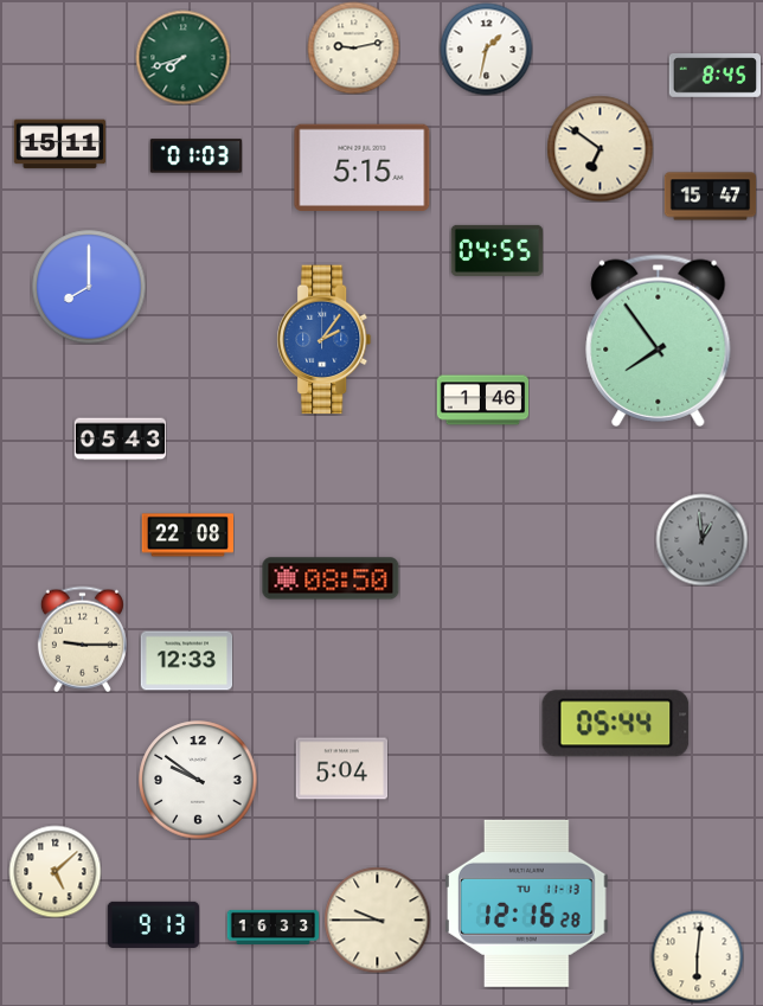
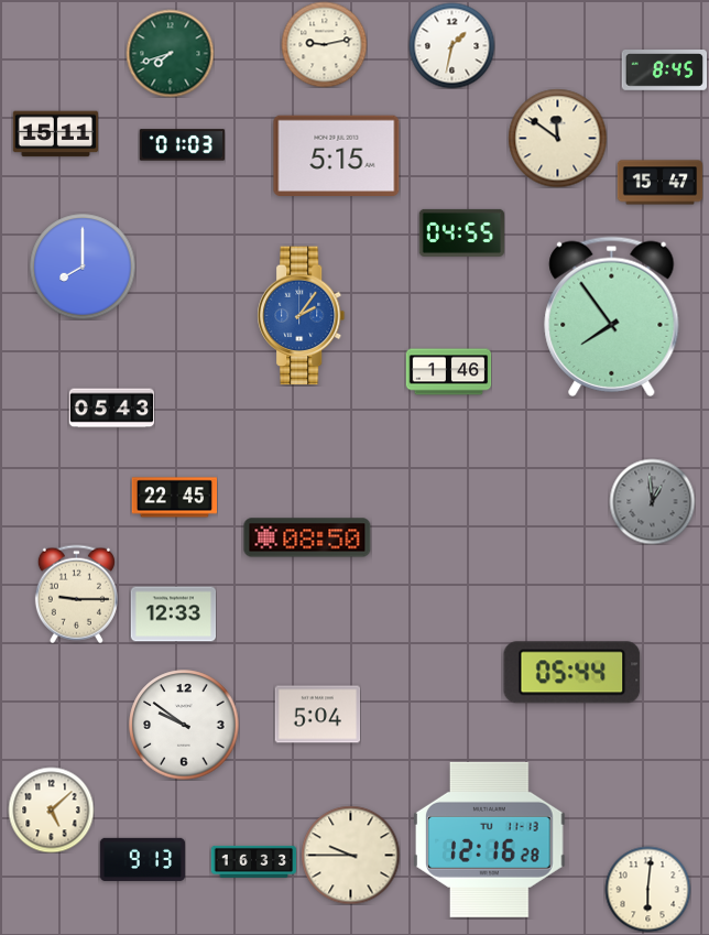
clock at (353, 47) position: (353, 47) -> (324, 44)
clock at (599, 148): 6:51 -> 11:51
clock at (187, 536): 22:08 -> 22:45
